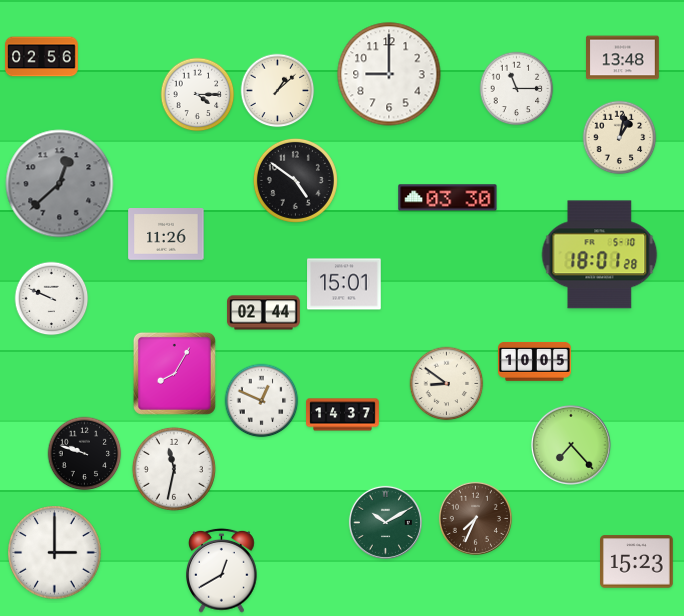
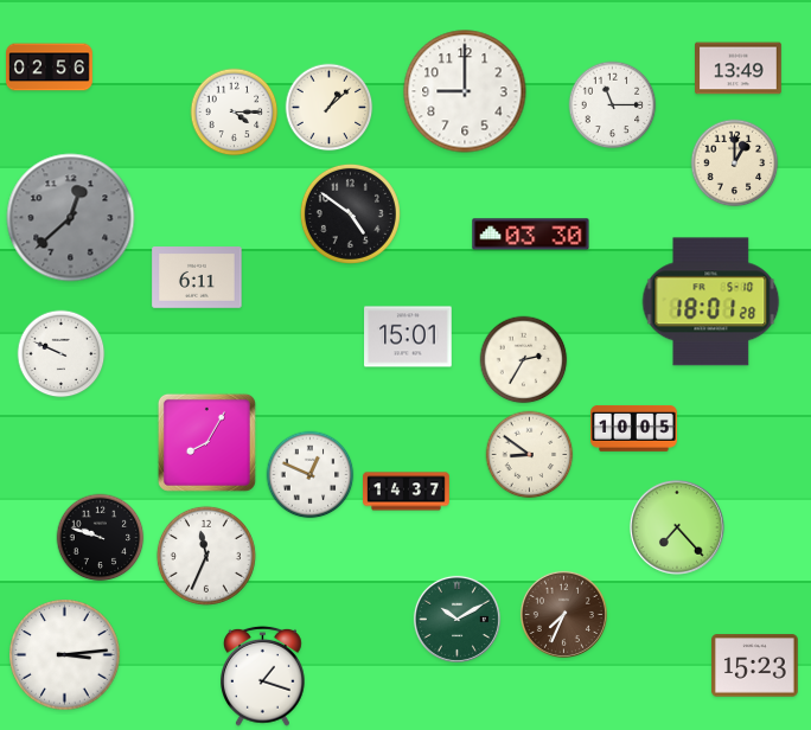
clock at (623, 58): 13:48 -> 13:49
clock at (389, 74) position: (389, 74) -> (465, 91)
clock at (620, 138): 1:02 -> 1:00
clock at (166, 235): 11:26 -> 6:11
clock at (524, 360): none -> 2:35
clock at (264, 313): 02:44 -> none
clock at (174, 469): 11:32 -> 11:34
clock at (55, 553): 3:00 -> 3:14
clock at (222, 570): 12:40 -> 1:18
